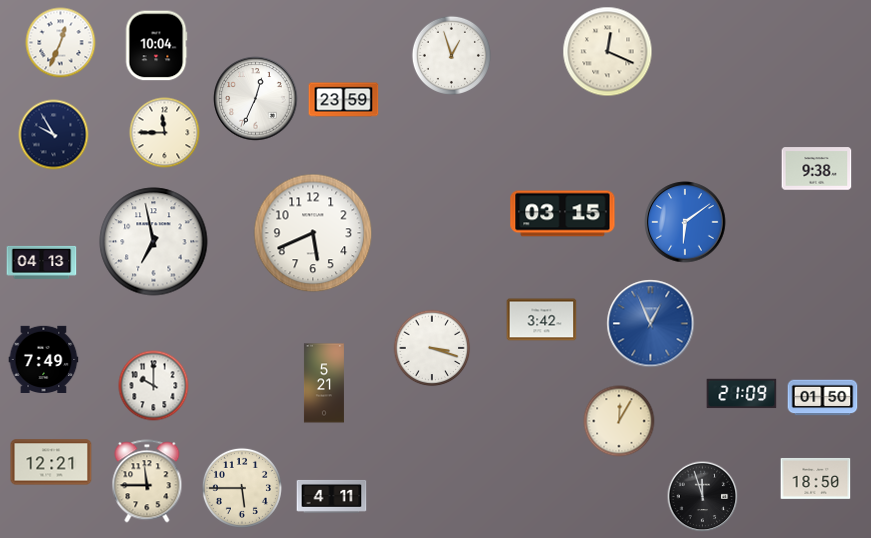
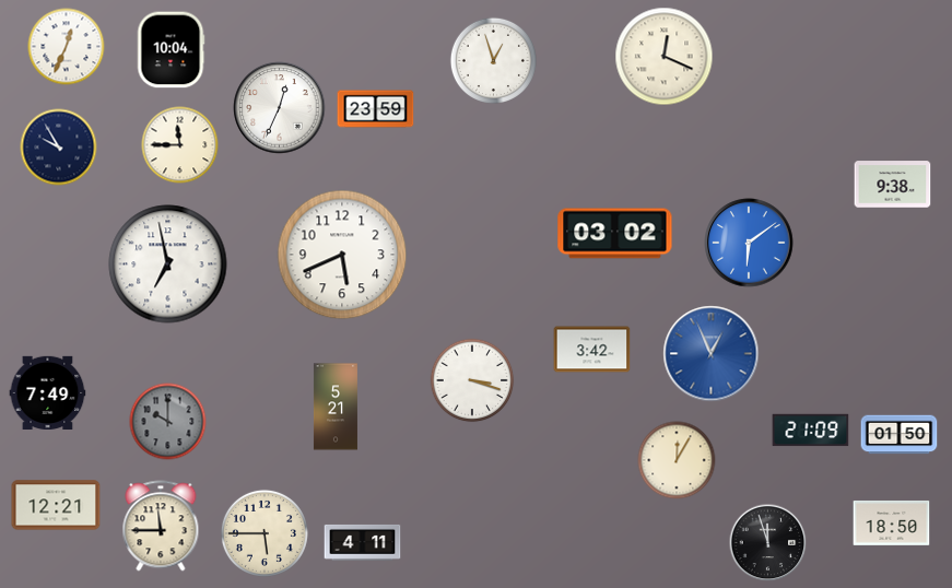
clock at (563, 214): 03:15 -> 03:02
clock at (42, 262): 04:13 -> none
clock at (324, 383) position: (324, 383) -> (336, 407)
clock at (154, 386) dial: white -> grey
